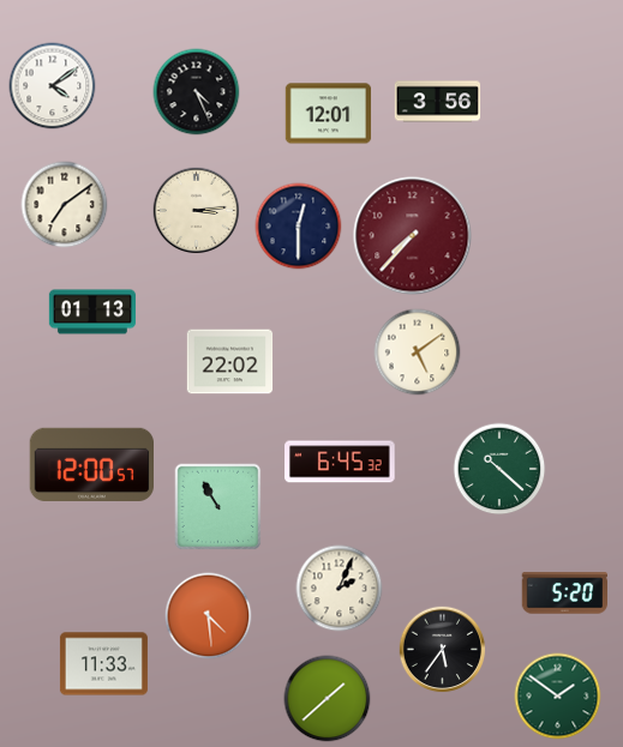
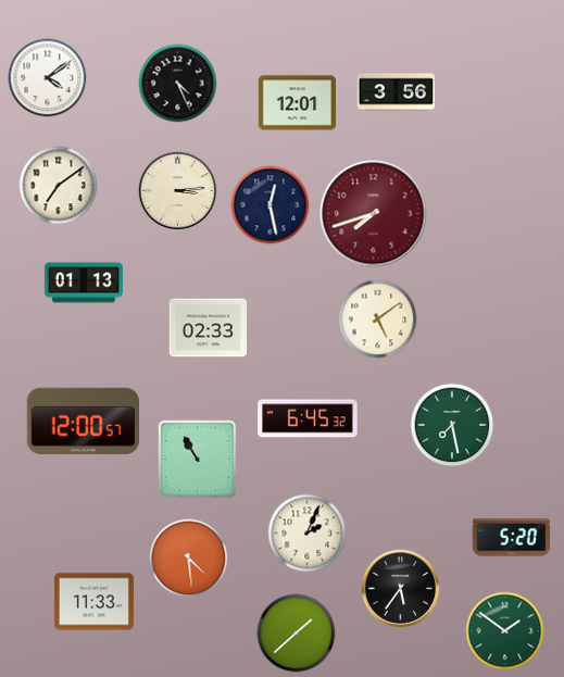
clock at (299, 227): 12:30 -> 12:28
clock at (413, 236): 7:37 -> 7:42
clock at (230, 362): 22:02 -> 02:33
clock at (499, 469): 10:22 -> 7:28
